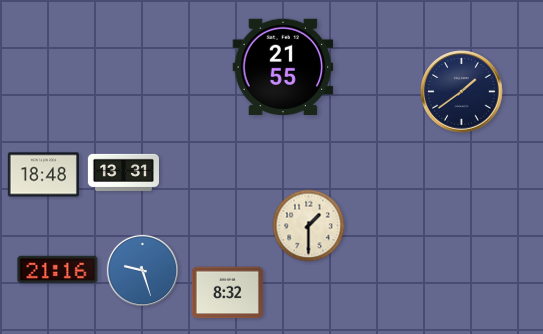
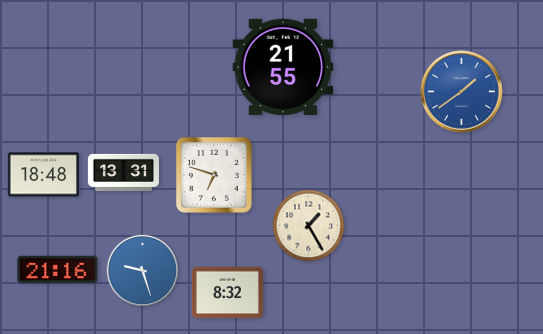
clock at (462, 92) dial: navy -> blue
clock at (215, 176): none -> 6:48
clock at (309, 226): 1:30 -> 1:25
